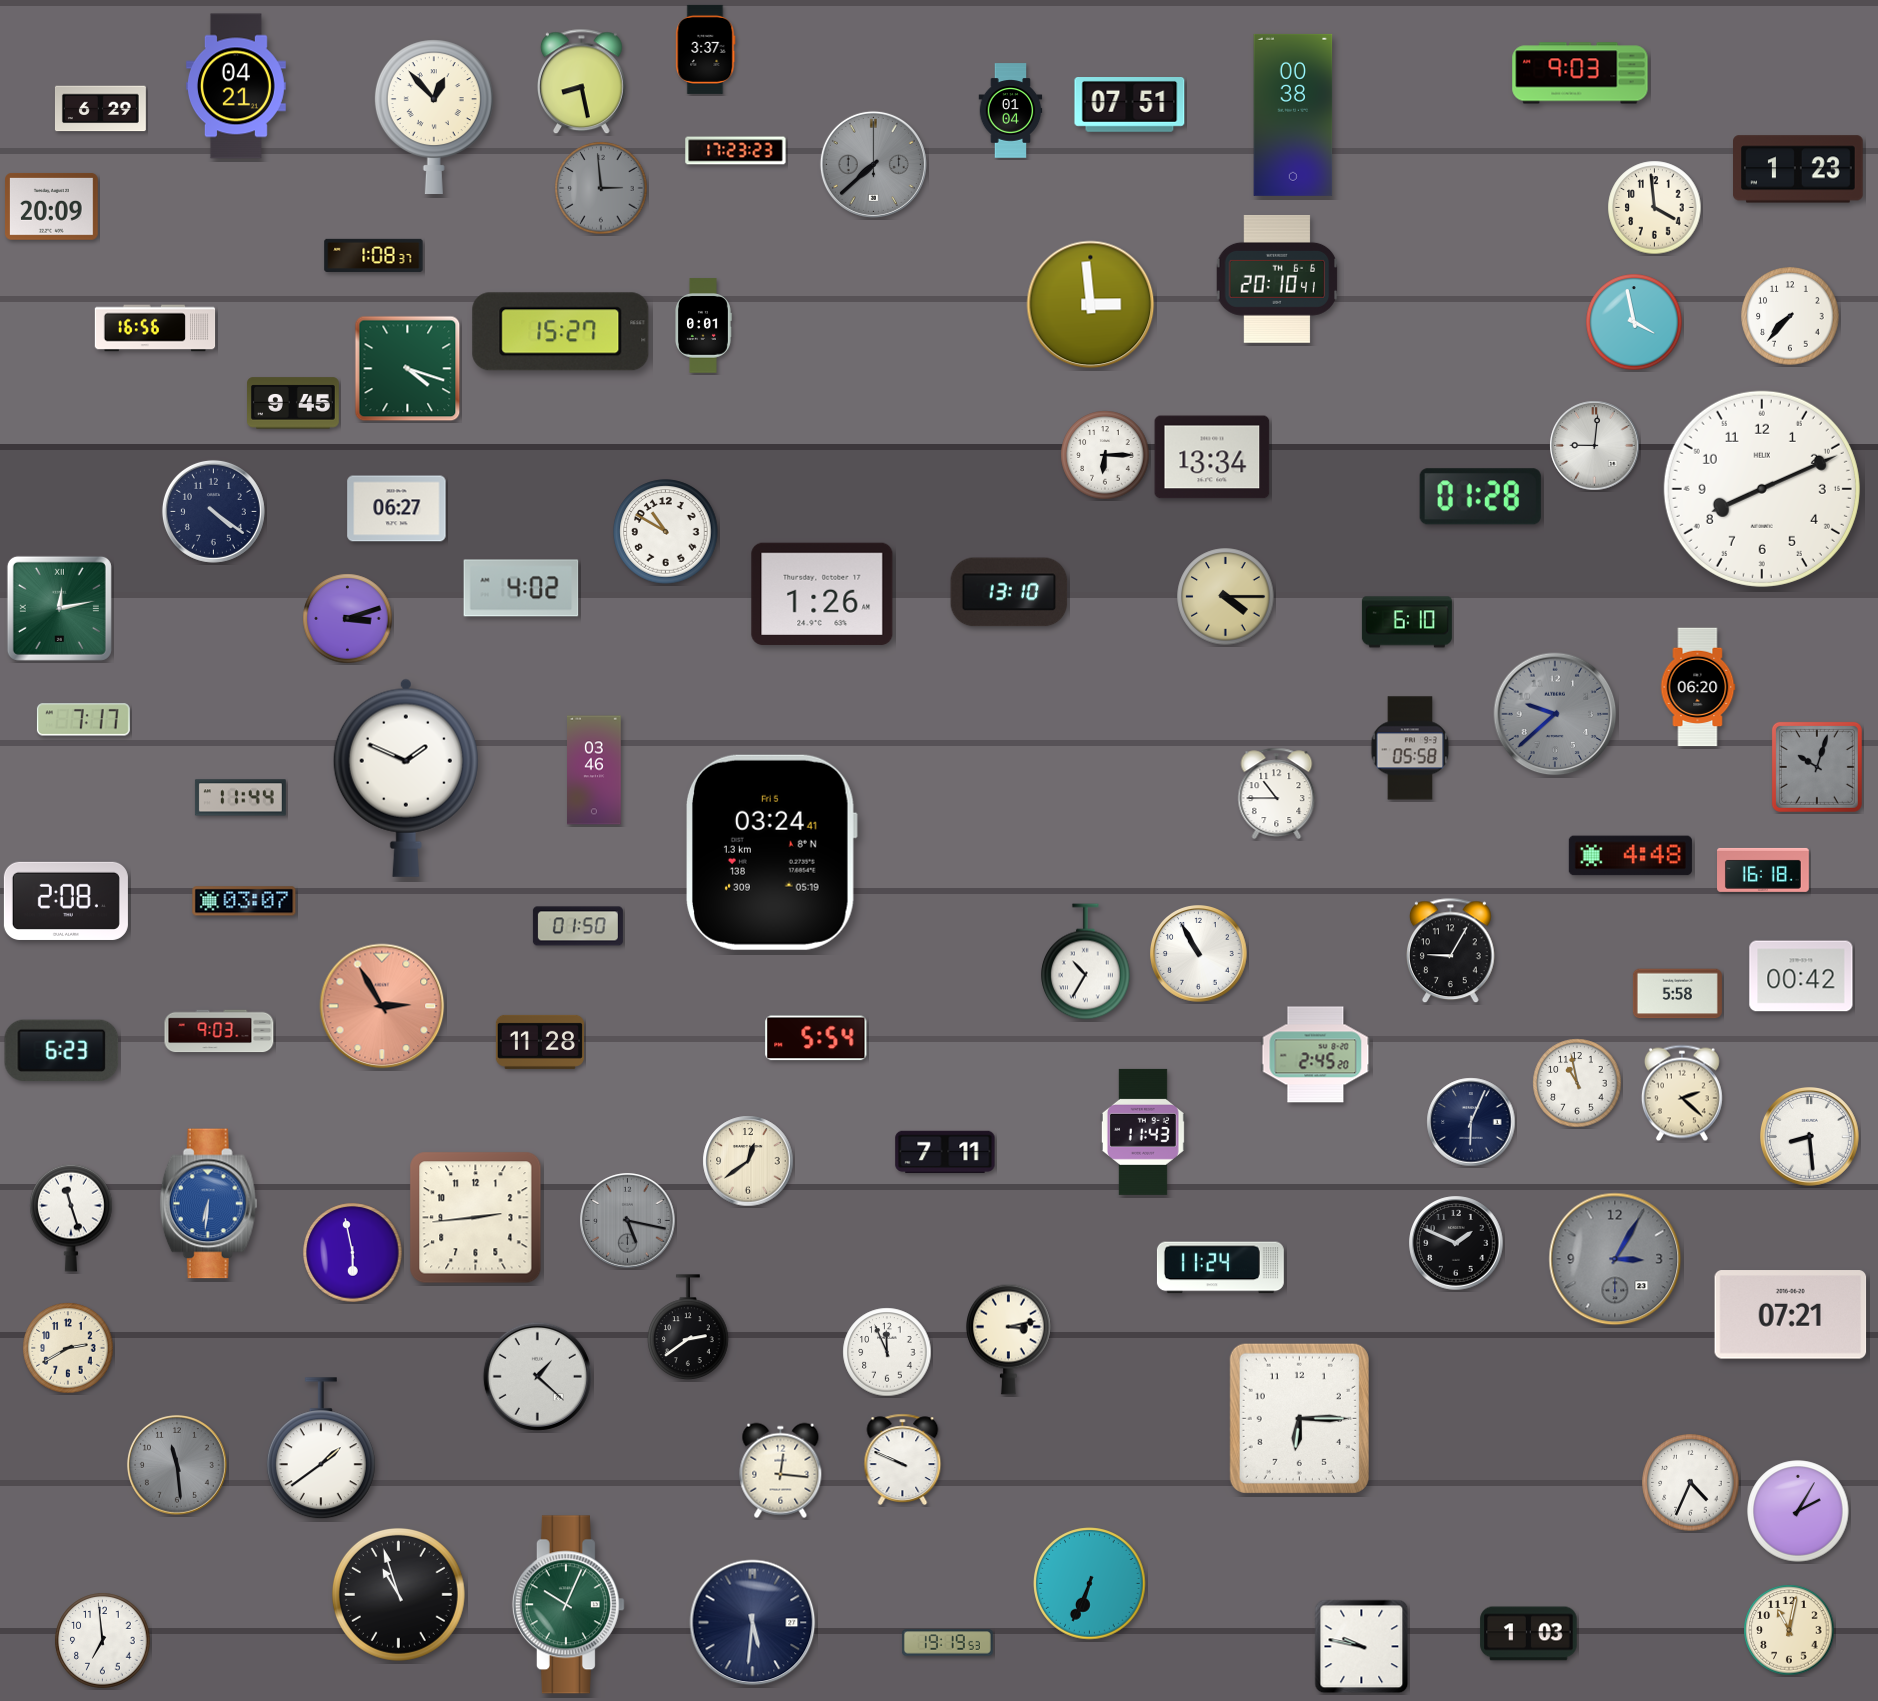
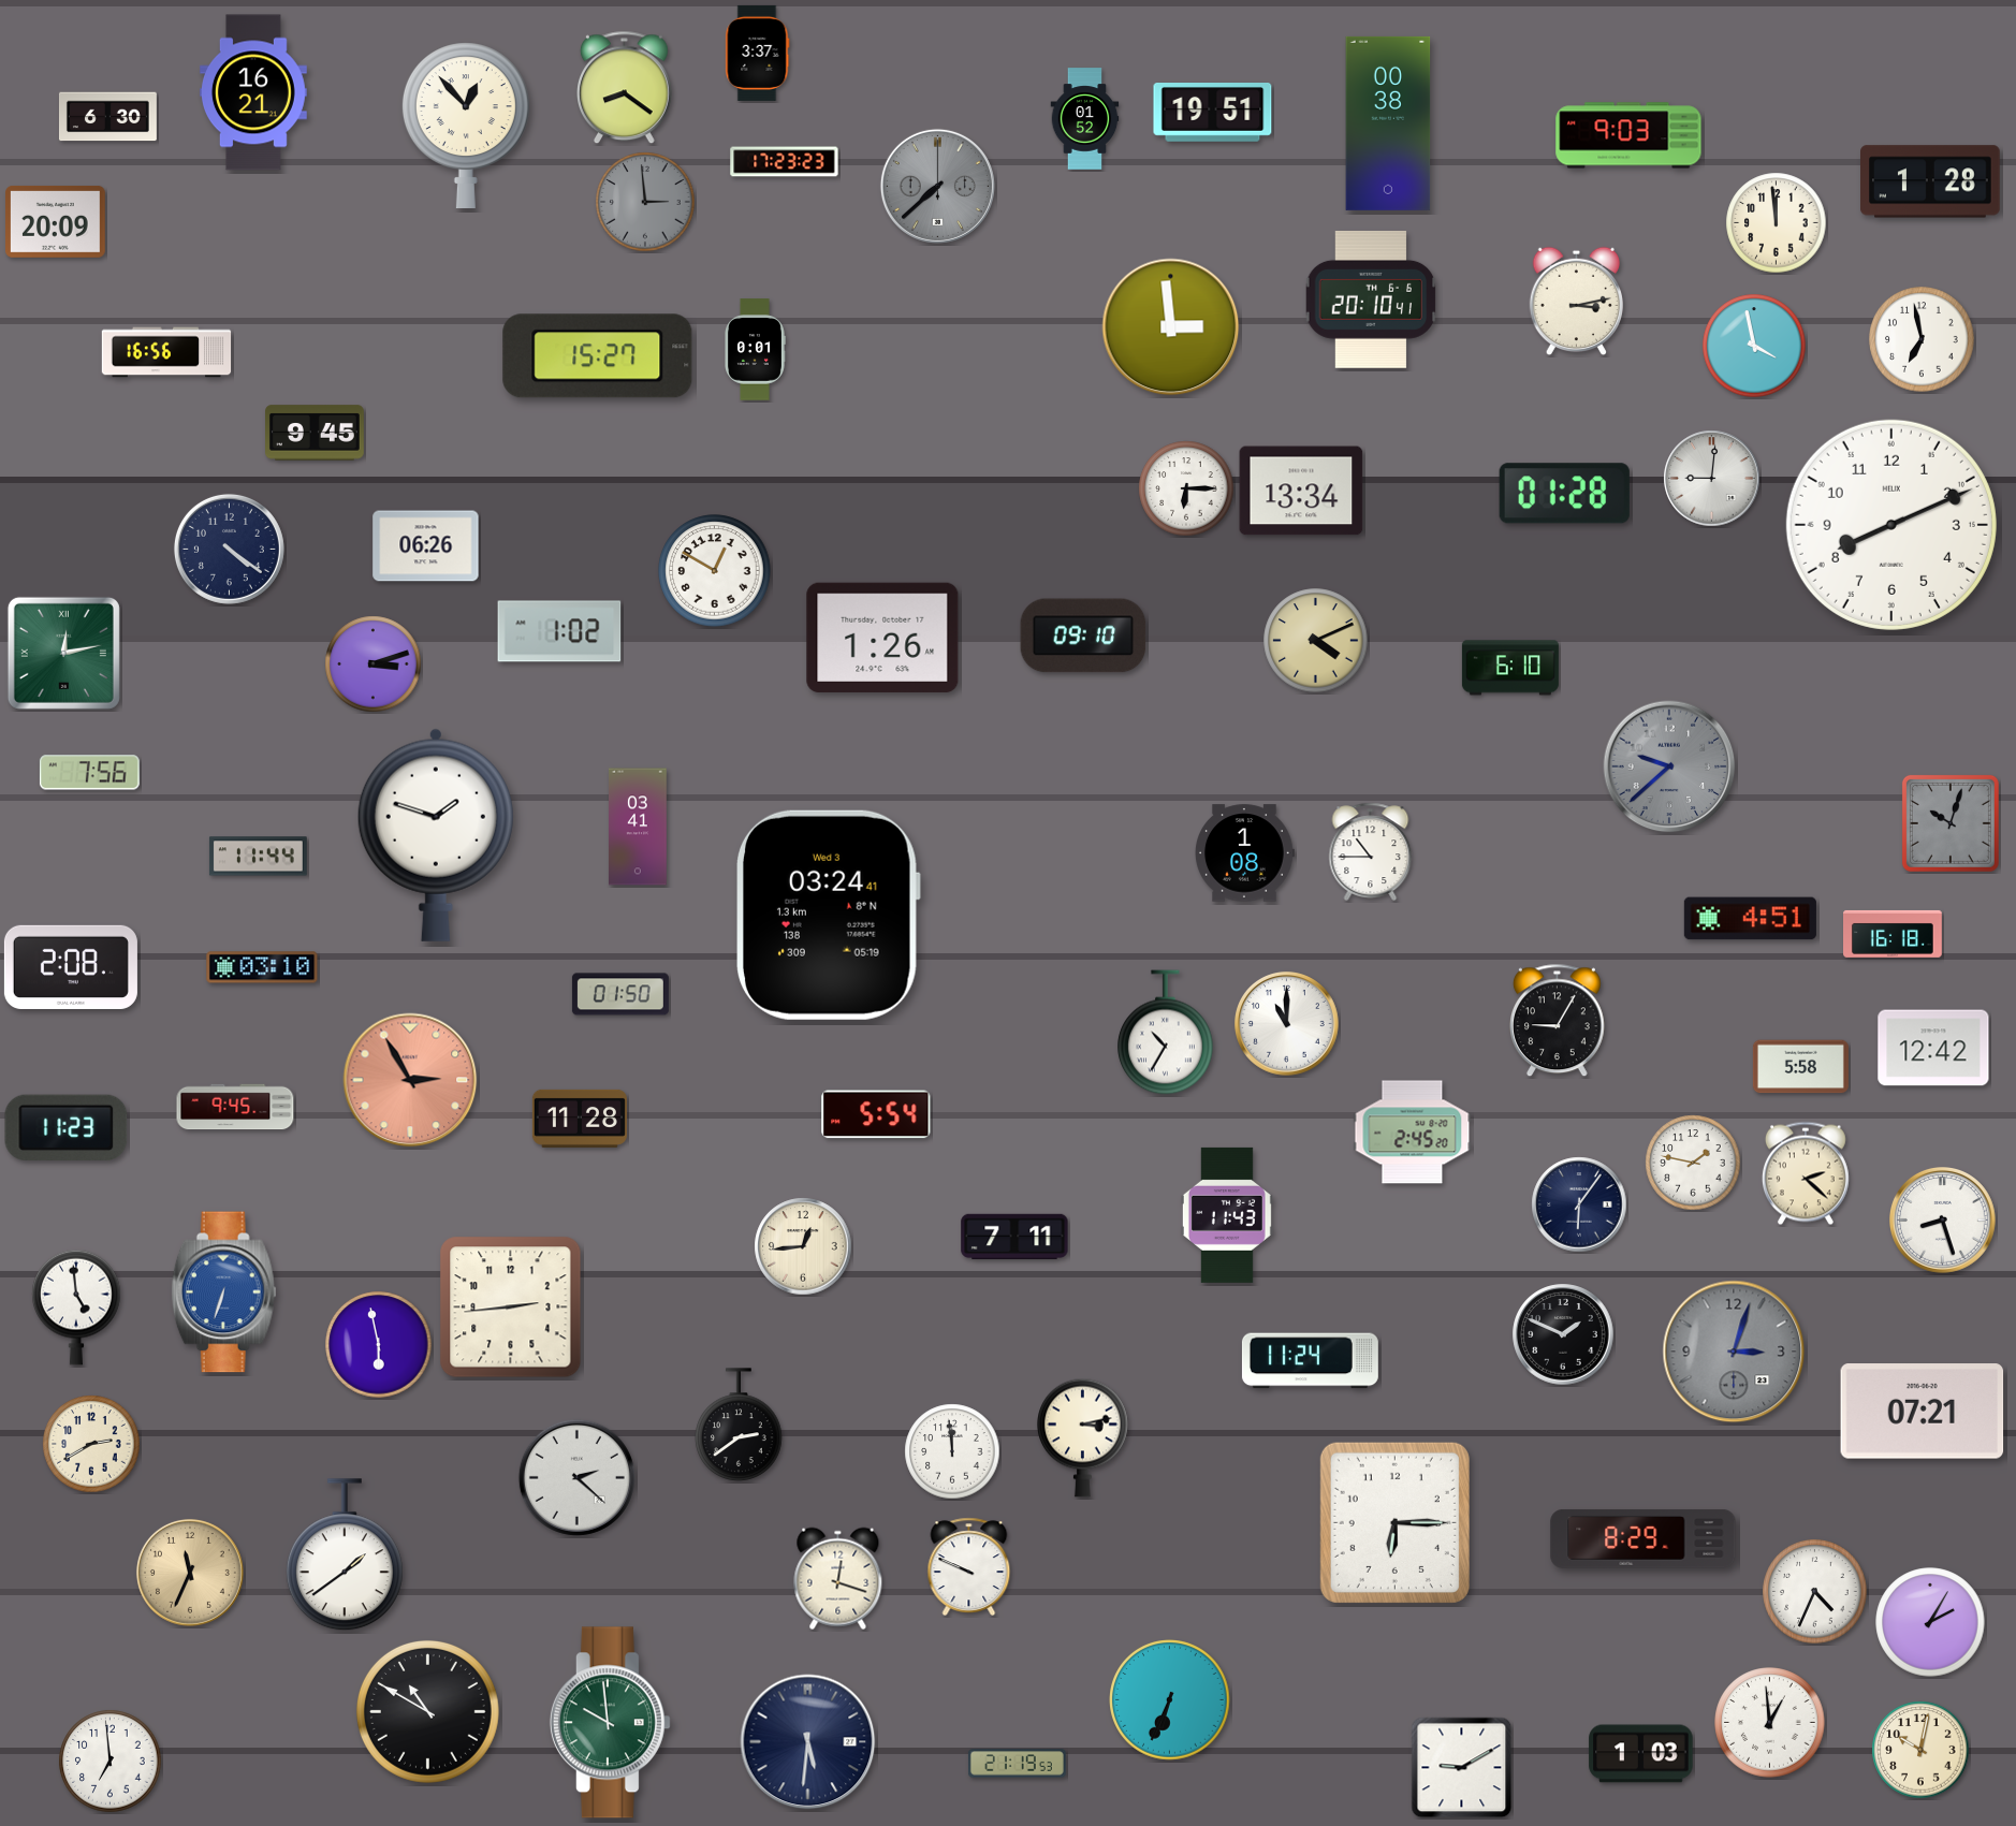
clock at (1580, 73) position: (1580, 73) -> (1628, 135)
clock at (582, 82): 8:28 -> 8:21
clock at (236, 86): 04:21 -> 16:21
clock at (1130, 105): 07:51 -> 19:51
clock at (100, 109): 6:29 -> 6:30
clock at (1011, 111): 01:04 -> 01:52
clock at (736, 151) position: (736, 151) -> (785, 162)
clock at (873, 164) position: (873, 164) -> (937, 186)
clock at (1799, 169): 1:23 -> 1:28
clock at (1655, 208): 3:59 -> 11:59
clock at (374, 255): 1:08 -> none
clock at (1576, 302): none -> 3:13
clock at (1790, 316): 7:37 -> 6:58
clock at (561, 332) position: (561, 332) -> (598, 356)
clock at (408, 369): 4:18 -> none
clock at (1480, 497) position: (1480, 497) -> (1564, 494)
clock at (397, 509): 06:27 -> 06:26
clock at (666, 532): 10:50 -> 12:50
clock at (521, 588): 4:02 -> 1:02
clock at (1009, 592): 13:10 -> 09:10
clock at (1226, 597): 4:15 -> 4:11
clock at (1698, 687): 06:20 -> none
clock at (83, 720): 7:17 -> 7:56
clock at (1410, 748): 05:58 -> none
clock at (595, 770): 03:46 -> 03:41
clock at (406, 778): 1:49 -> 1:48
clock at (1245, 853): none -> 1:08
clock at (772, 852) date: Fri 5 -> Wed 3
clock at (1630, 856): 4:48 -> 4:51
clock at (244, 901): 03:07 -> 03:10
clock at (1199, 954): 10:55 -> 11:00
clock at (1801, 976): 00:42 -> 12:42
clock at (219, 1031): 9:03 -> 9:45
clock at (62, 1050): 6:23 -> 11:23
clock at (1577, 1083): 10:58 -> 1:47
clock at (1471, 1122): 6:04 -> 6:06
clock at (1810, 1137): 8:29 -> 8:27
clock at (748, 1161): 12:39 -> 12:44
clock at (208, 1204): 6:31 -> 6:33
clock at (71, 1218): 11:27 -> 4:59
clock at (628, 1221): 5:17 -> none
clock at (1615, 1259): 3:05 -> 3:03
clock at (68, 1348) position: (68, 1348) -> (91, 1444)
clock at (887, 1352): 11:56 -> 11:59
clock at (537, 1376): 1:22 -> 2:22
clock at (1644, 1538): none -> 8:29
clock at (177, 1465): 11:29 -> 11:34
clock at (177, 1465) dial: grey -> champagne
clock at (781, 1471): 12:16 -> 12:18
clock at (398, 1594): 10:57 -> 10:50
clock at (568, 1605): 10:04 -> 9:59
clock at (1770, 1723): none -> 12:59
clock at (1789, 1630): 11:02 -> 10:02
clock at (947, 1643): 19:19 -> 21:19
clock at (1362, 1647): 9:47 -> 9:10
